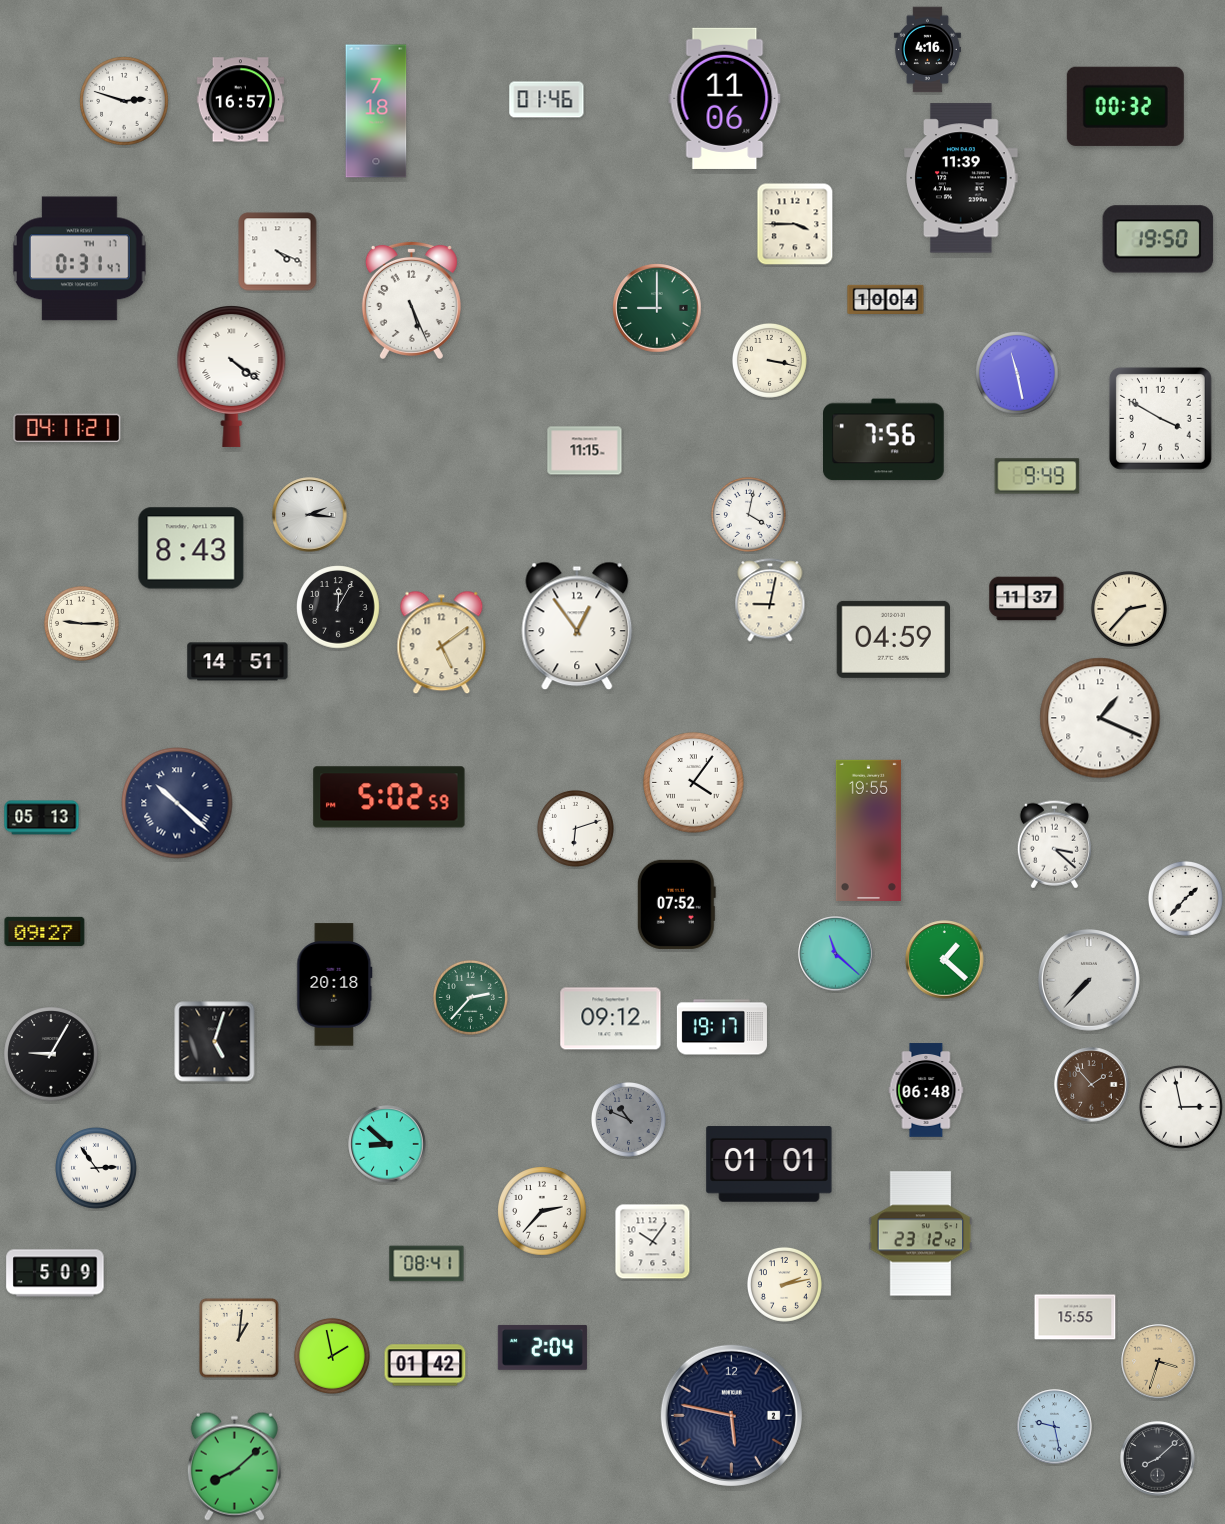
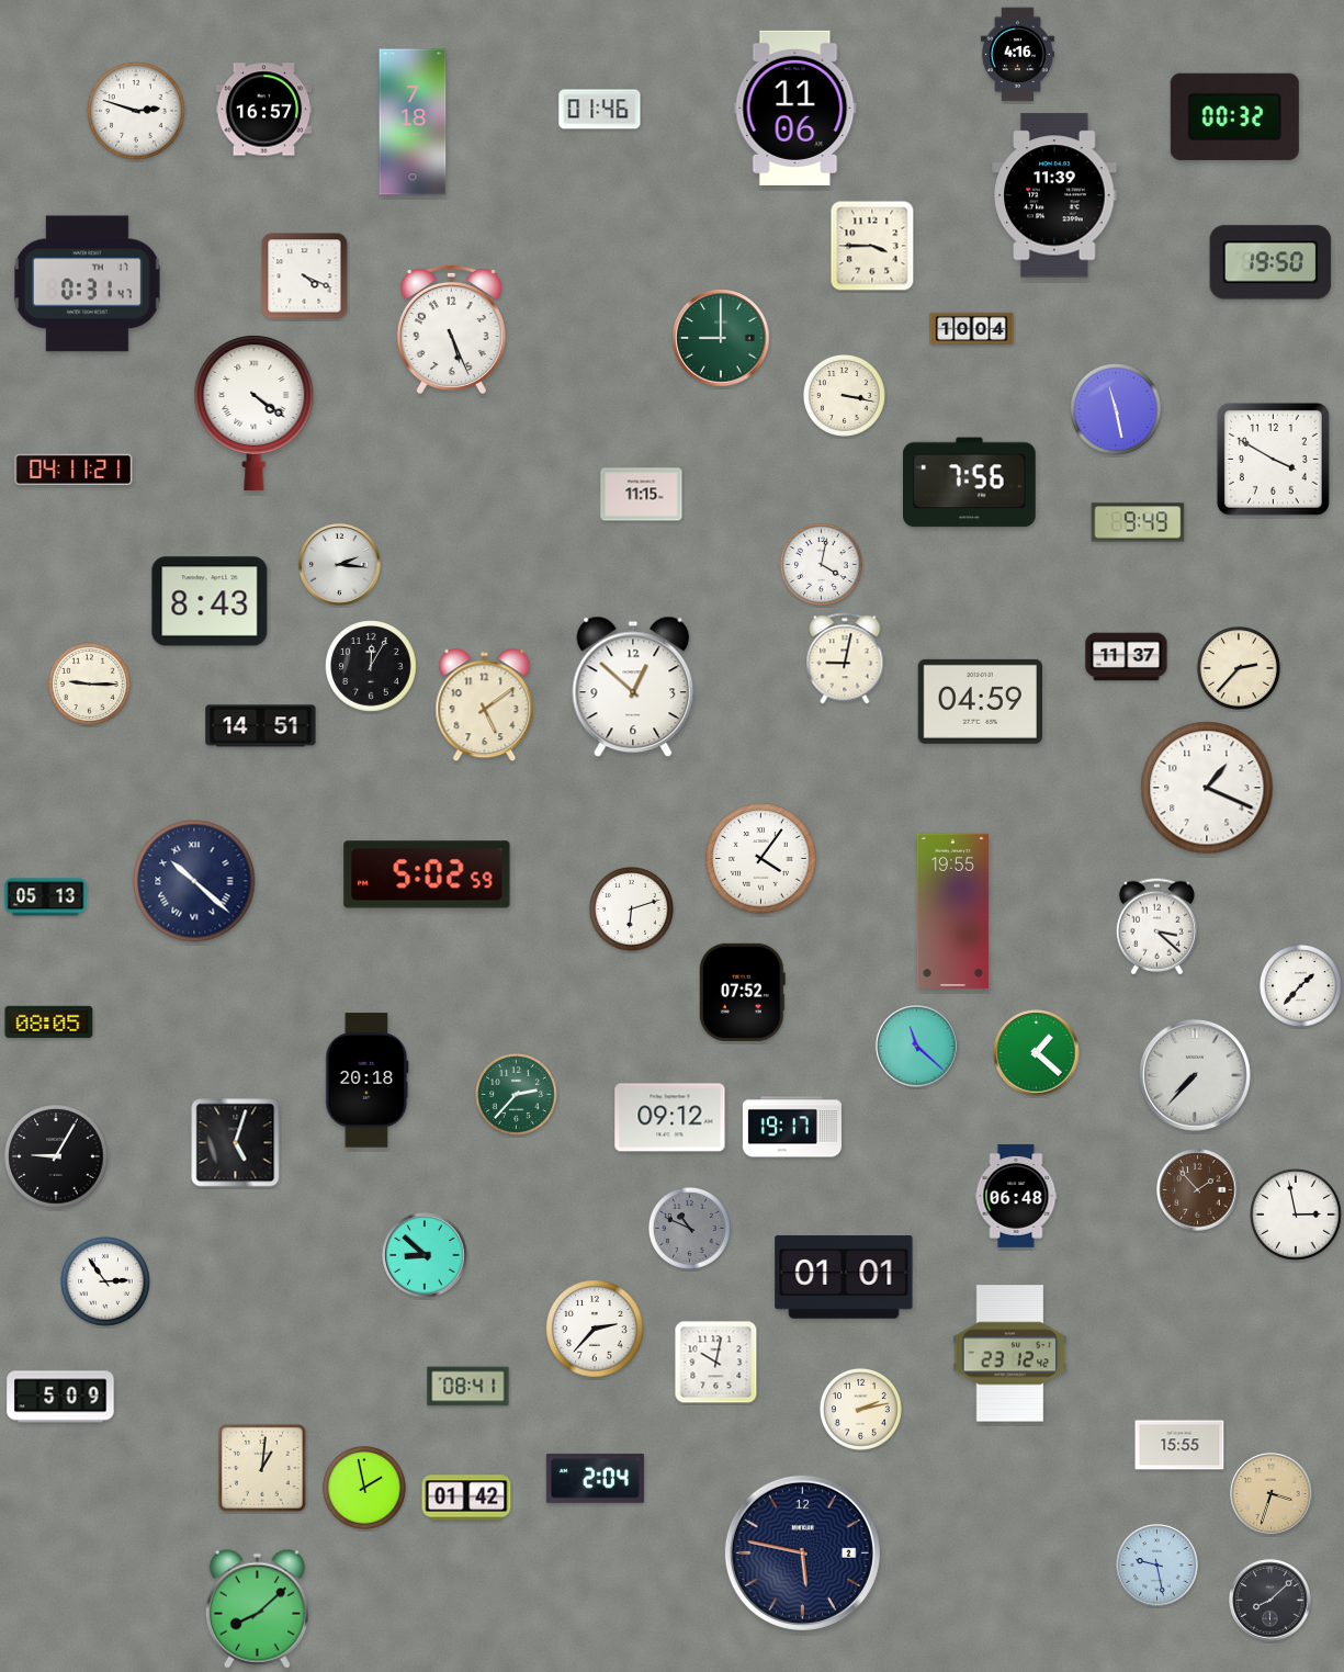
clock at (577, 626): 12:54 -> 12:52
clock at (45, 931): 09:27 -> 08:05
clock at (653, 1242): 10:06 -> 10:02
